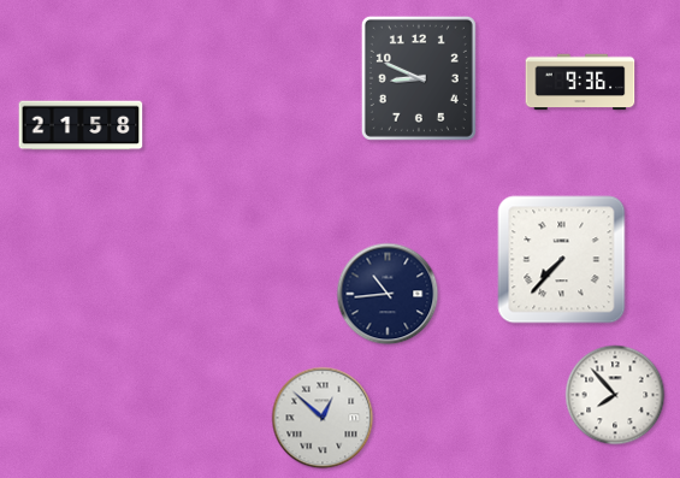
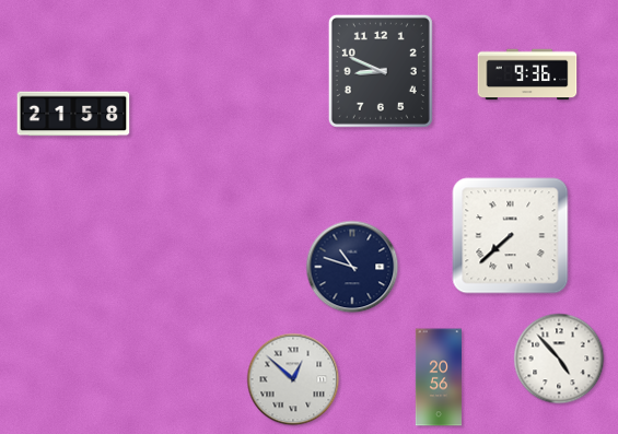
clock at (562, 260): 7:37 -> 7:38
clock at (388, 294): 10:44 -> 10:48
clock at (615, 395): 7:53 -> 4:53
clock at (438, 377): none -> 20:56
